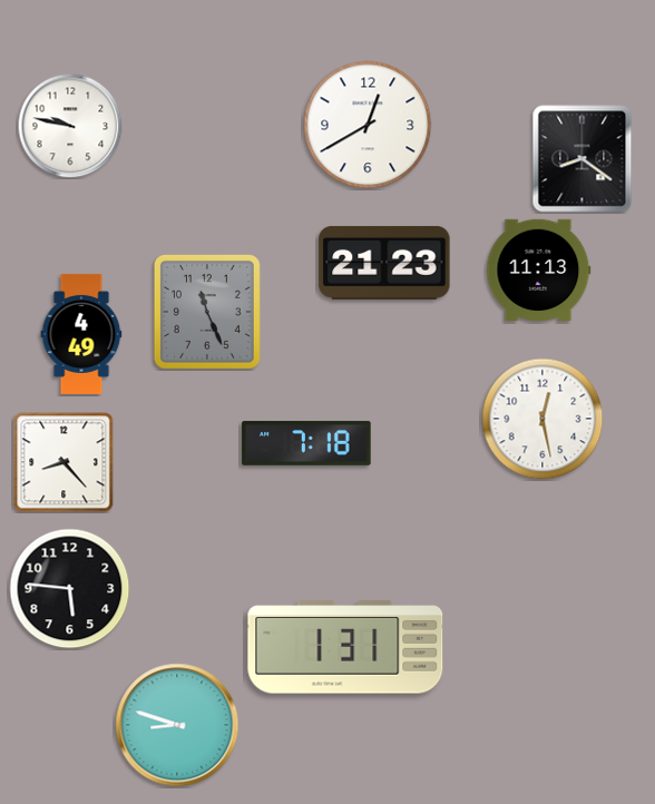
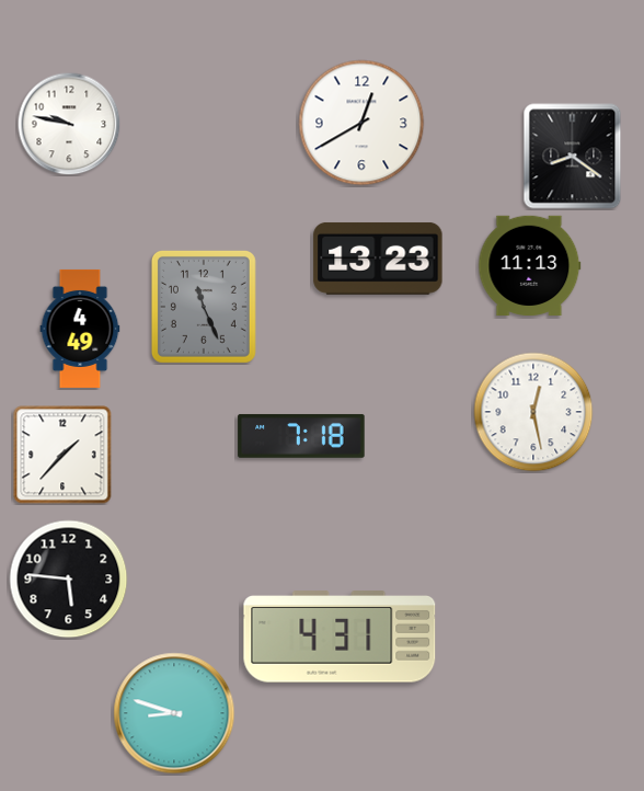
clock at (384, 263): 21:23 -> 13:23
clock at (63, 462): 8:23 -> 1:37
clock at (345, 647): 1:31 -> 4:31
